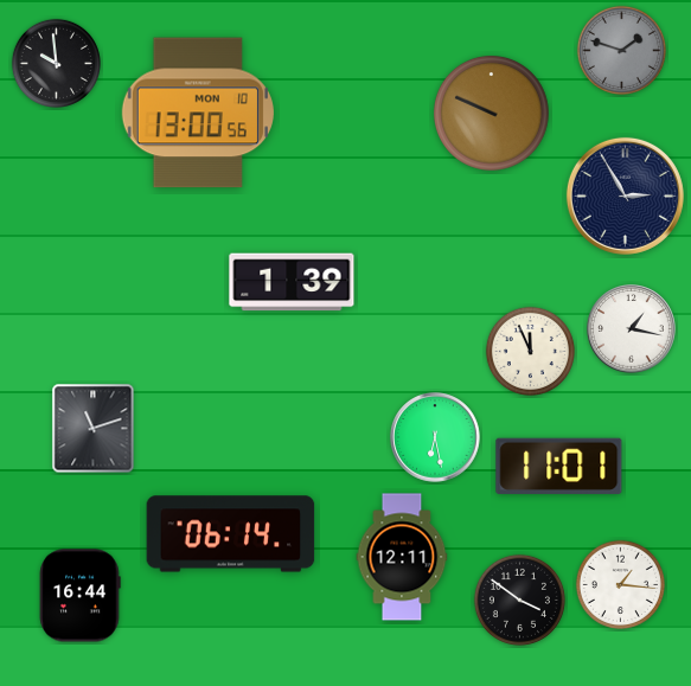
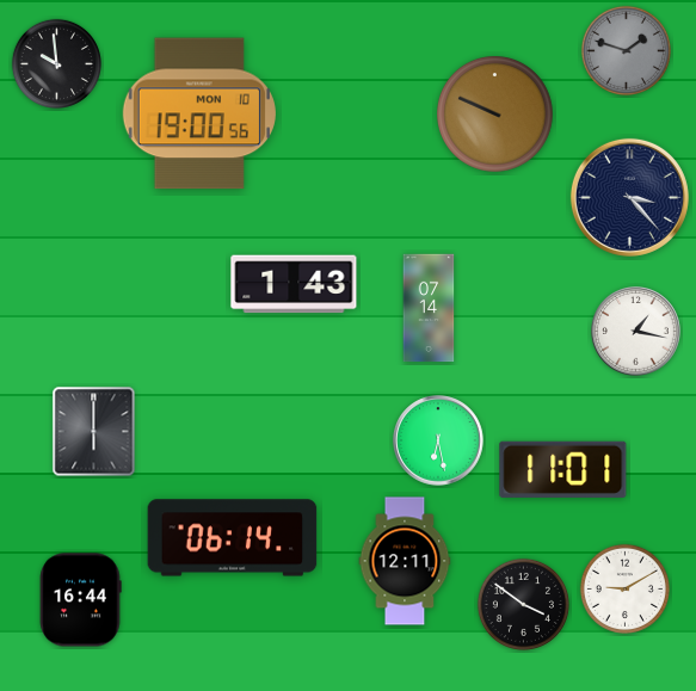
clock at (198, 113): 13:00 -> 19:00
clock at (625, 195): 2:55 -> 3:23
clock at (292, 282): 1:39 -> 1:43
clock at (429, 308): none -> 07:14
clock at (530, 351): 11:56 -> none
clock at (94, 429): 11:12 -> 6:00
clock at (620, 584): 1:16 -> 9:10
